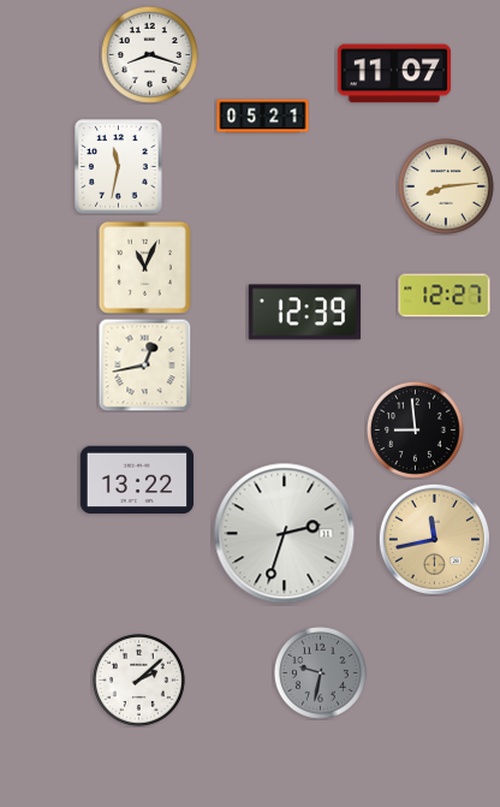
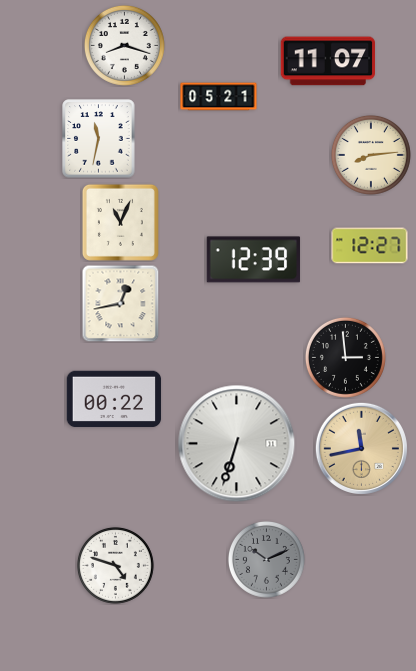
clock at (415, 429): 8:59 -> 2:59
clock at (137, 480): 13:22 -> 00:22
clock at (285, 534): 2:33 -> 6:33
clock at (320, 672): 9:32 -> 10:11
clock at (138, 680): 2:08 -> 4:48
